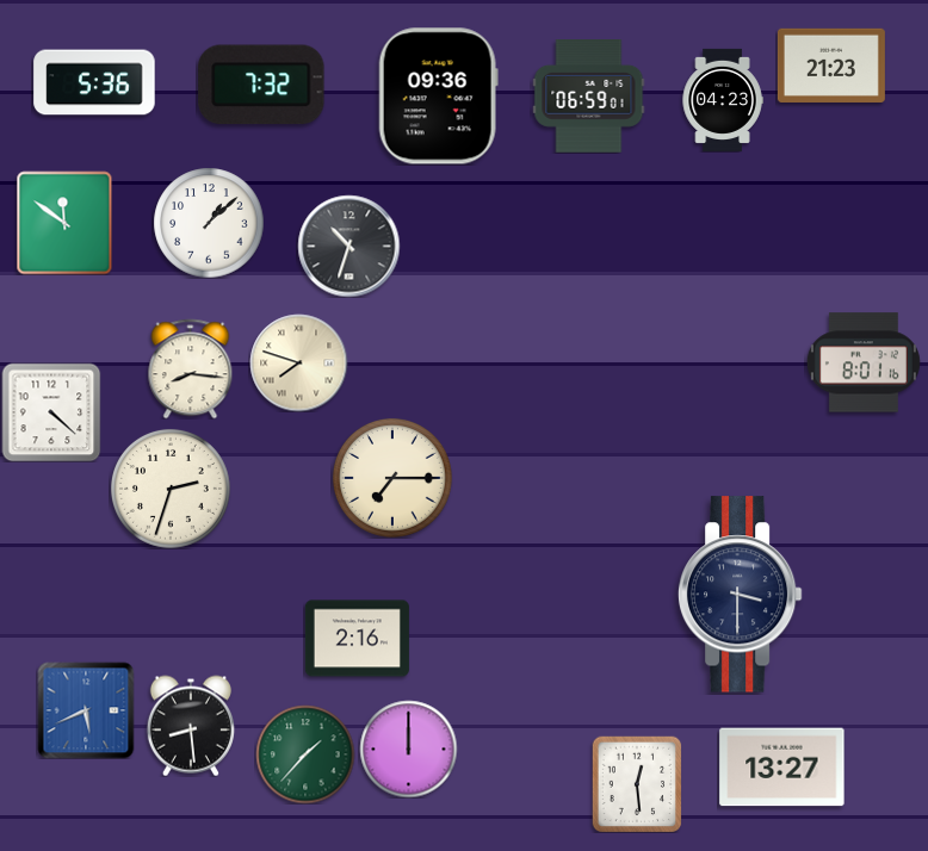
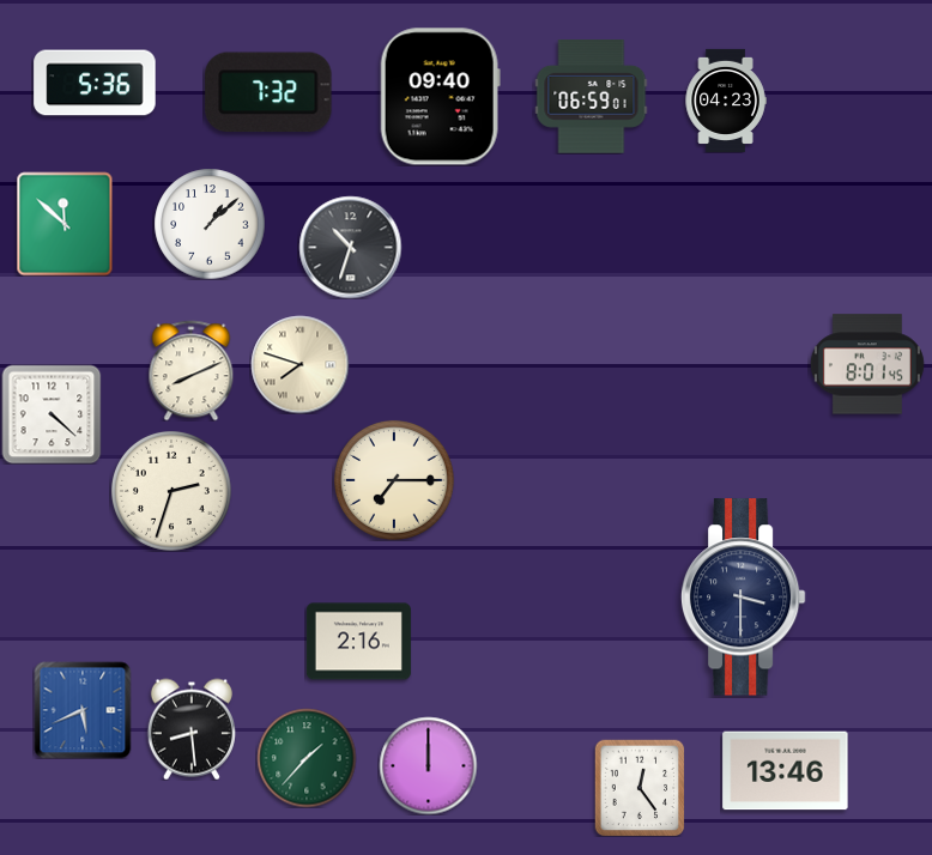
clock at (831, 66): 21:23 -> none
clock at (261, 85) position: (261, 85) -> (268, 92)
clock at (438, 97): 09:36 -> 09:40
clock at (64, 223): 11:51 -> 11:52
clock at (864, 362): 8:01:16 -> 8:01:45
clock at (191, 368): 8:16 -> 8:11
clock at (86, 710) position: (86, 710) -> (83, 710)
clock at (408, 748) position: (408, 748) -> (428, 765)
clock at (782, 768): 13:27 -> 13:46
clock at (637, 784): 12:29 -> 12:24
